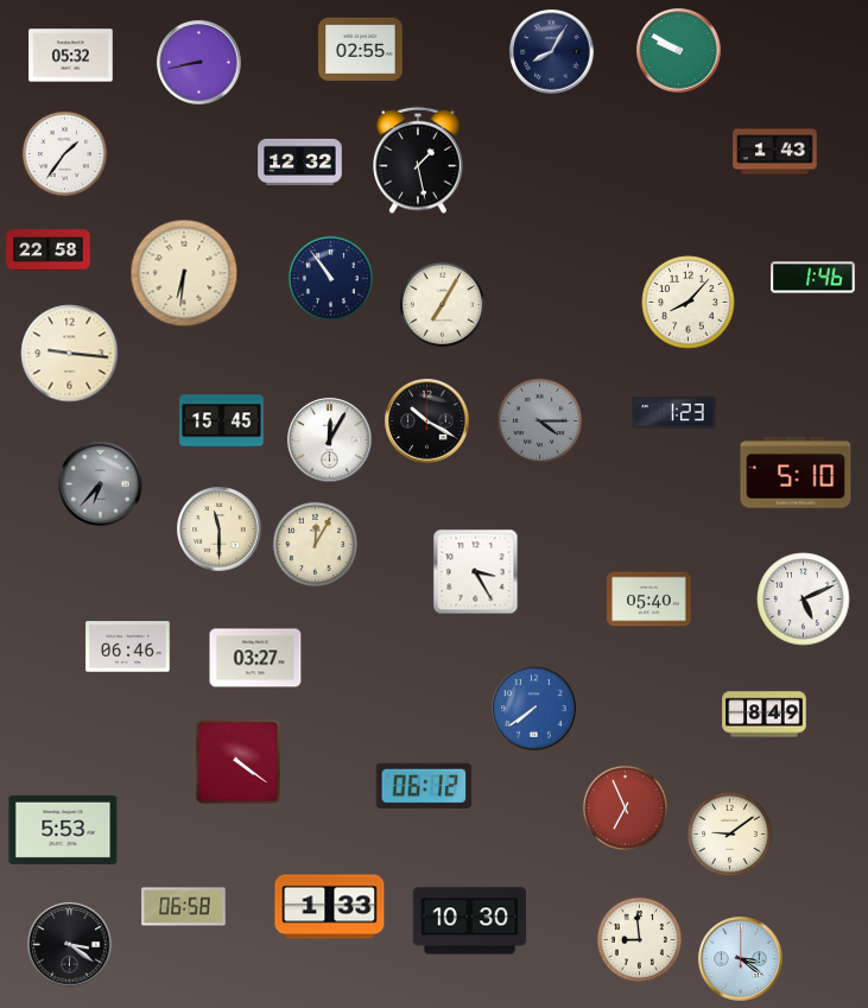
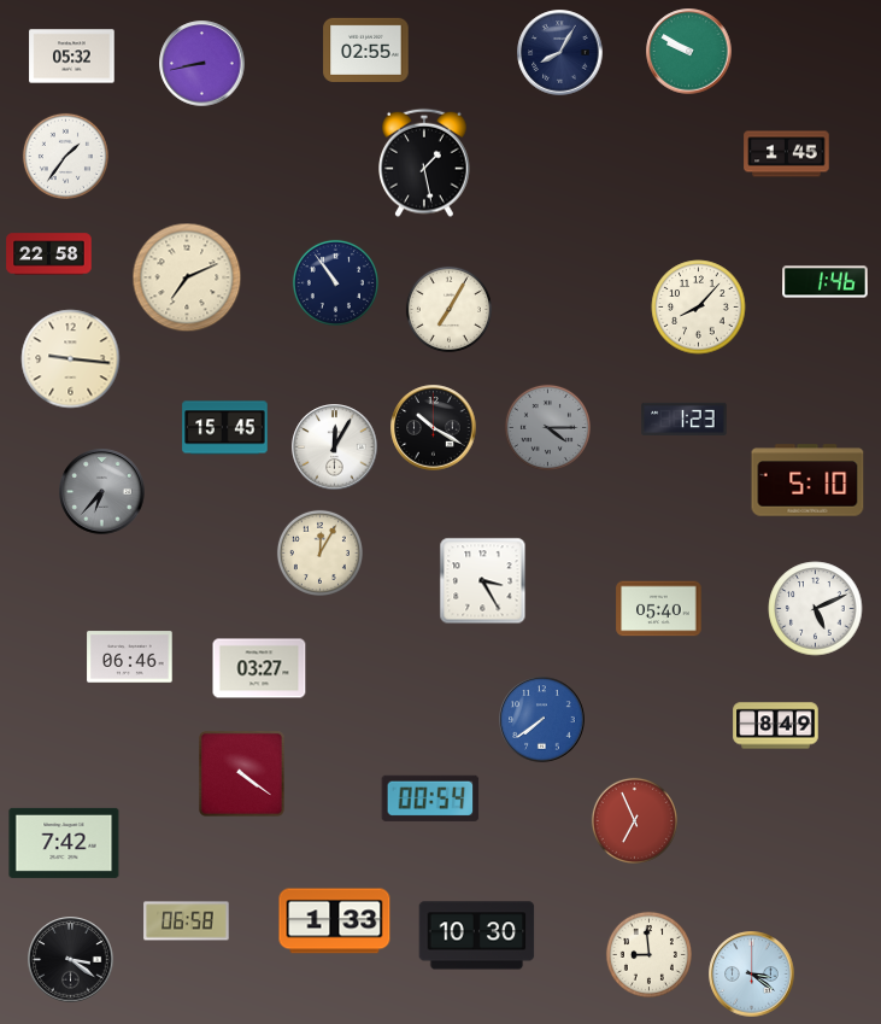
clock at (775, 152): 1:43 -> 1:45
clock at (300, 161): 12:32 -> none
clock at (184, 273): 6:31 -> 7:11
clock at (220, 530): 11:30 -> none
clock at (424, 786): 06:12 -> 00:54
clock at (63, 830): 5:53 -> 7:42
clock at (729, 833): 9:09 -> none
